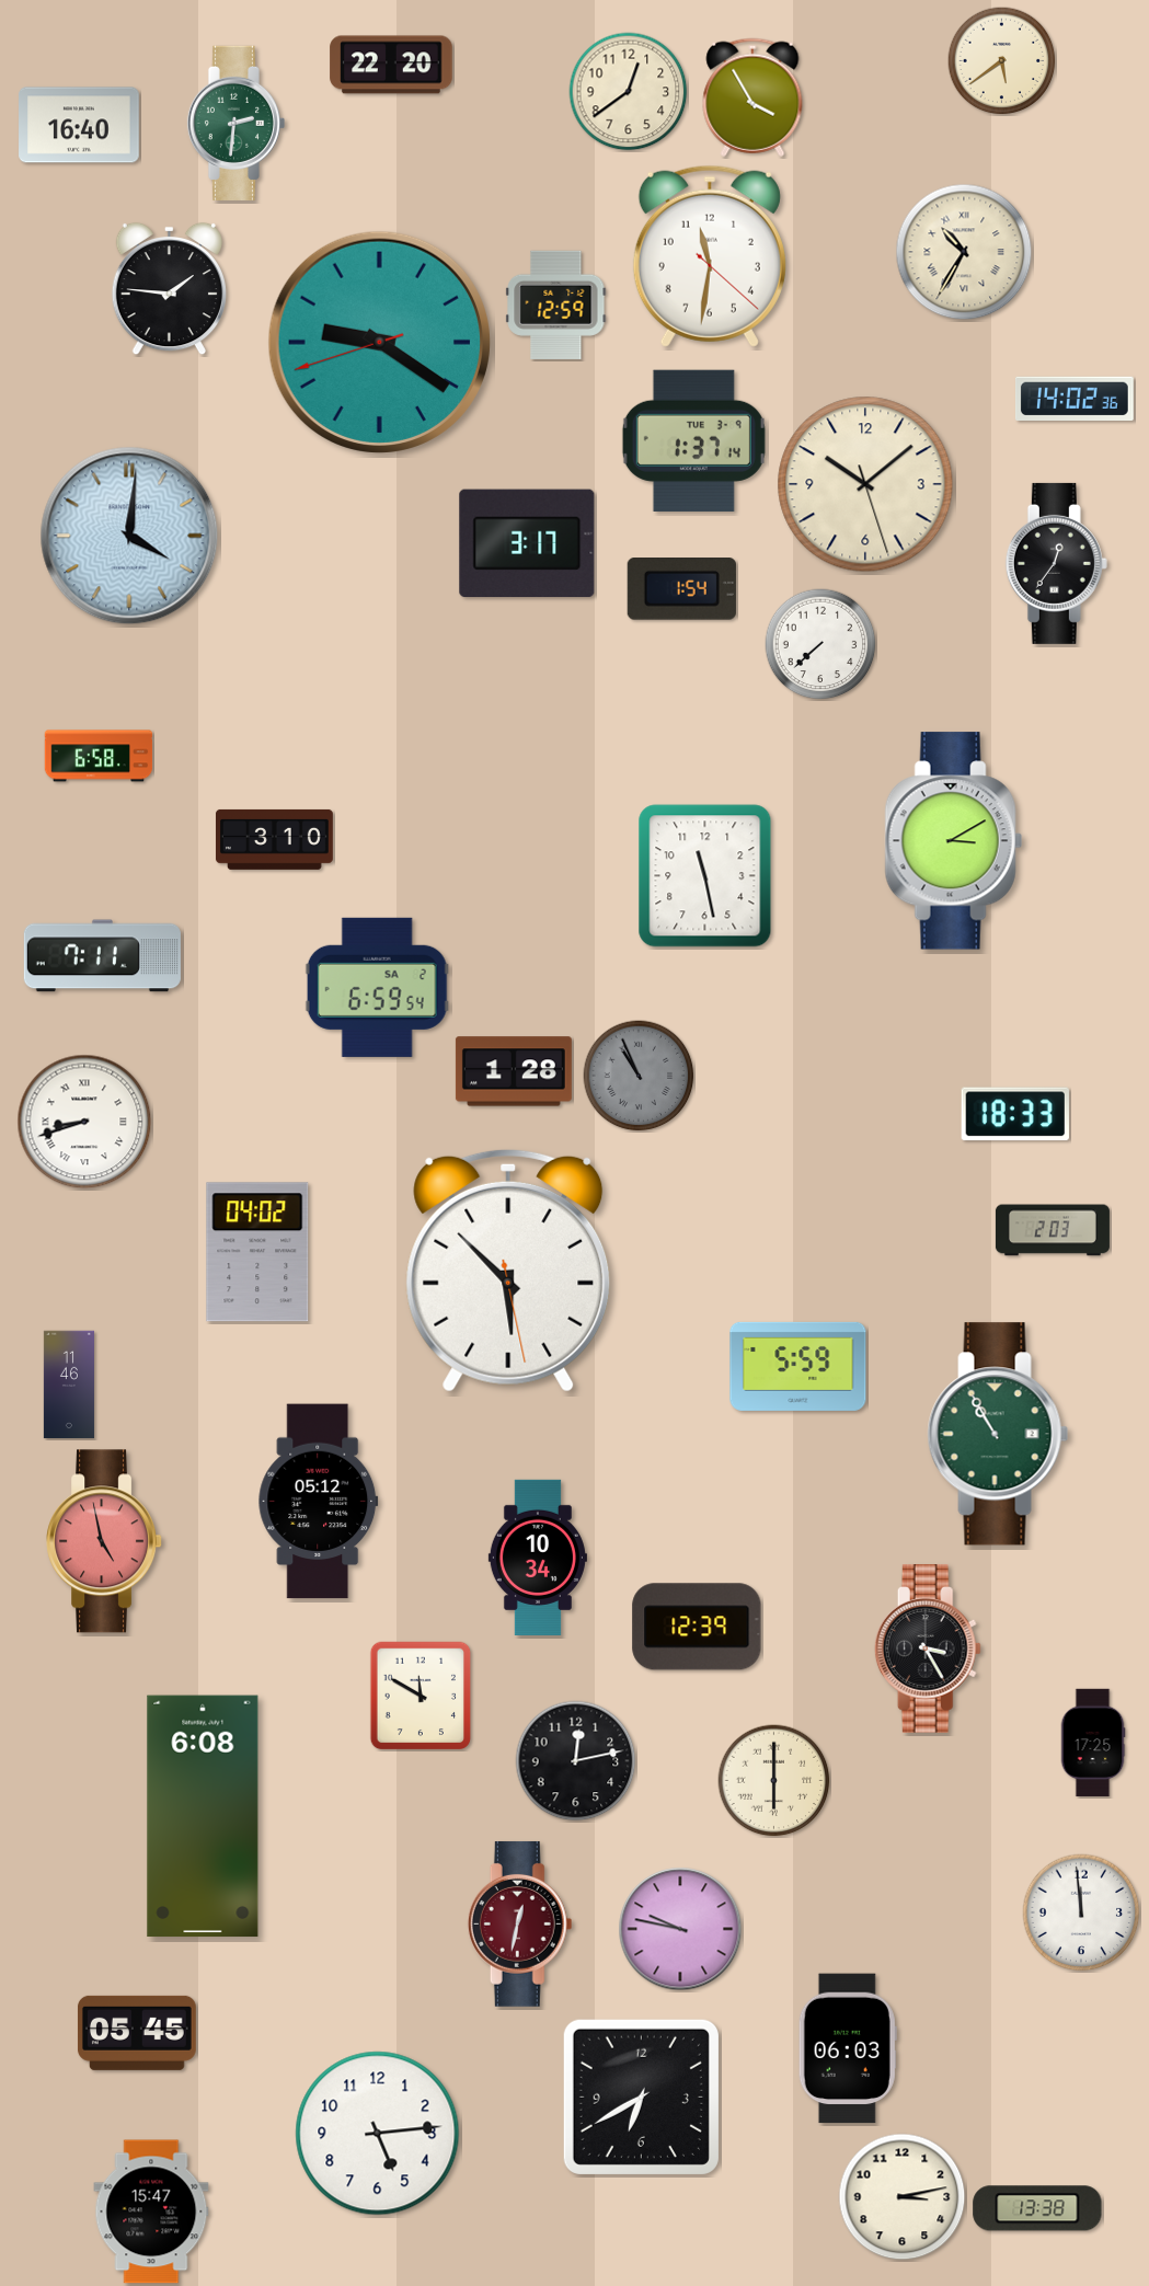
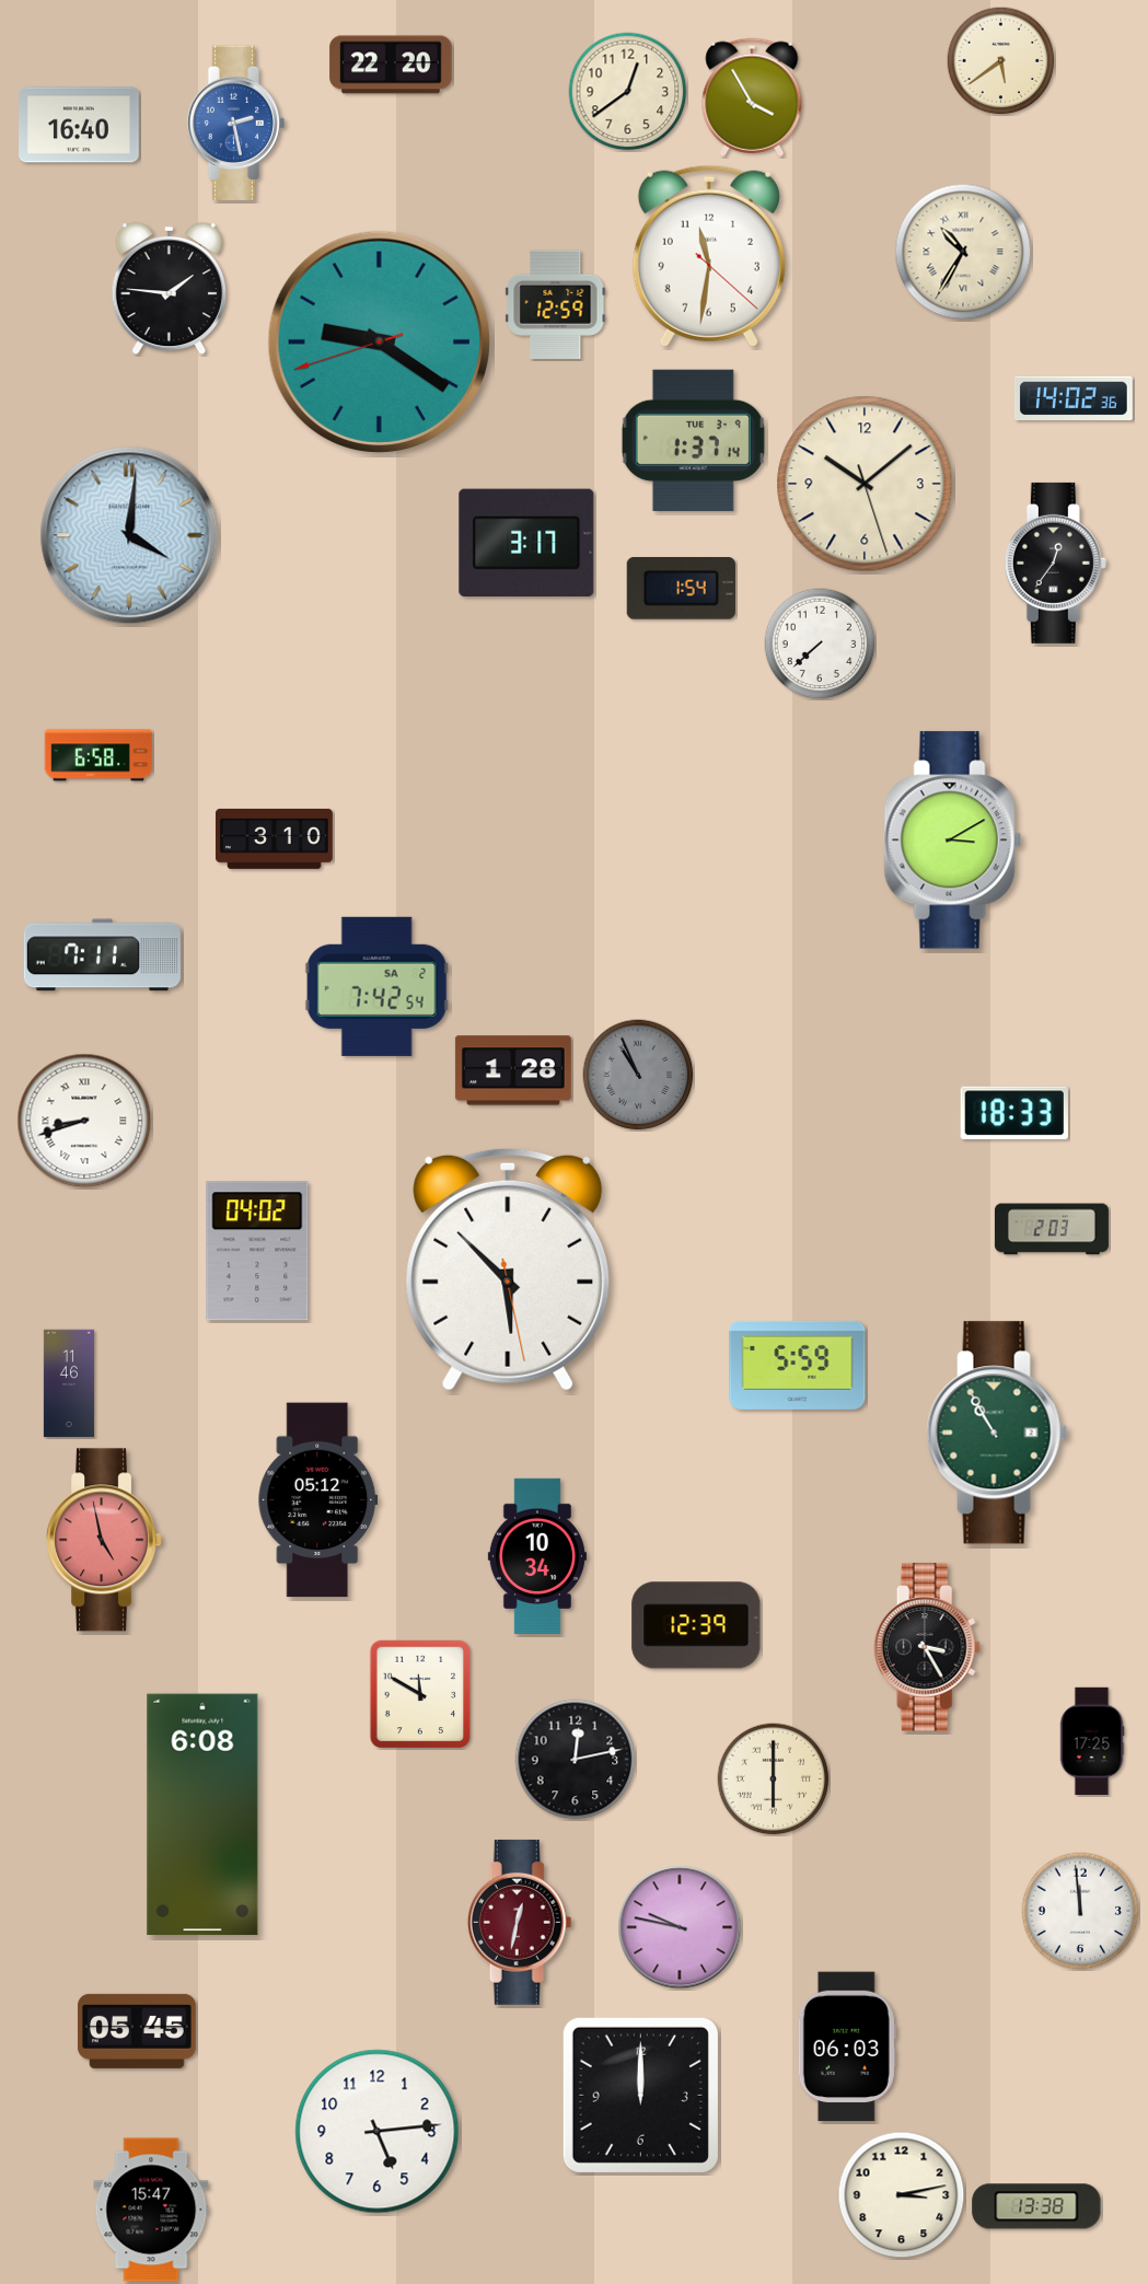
clock at (235, 123): 2:31 -> 2:28
clock at (235, 123) dial: green -> blue
clock at (705, 876): 11:28 -> none
clock at (377, 987): 6:59 -> 7:42
clock at (641, 2097): 6:40 -> 12:00
